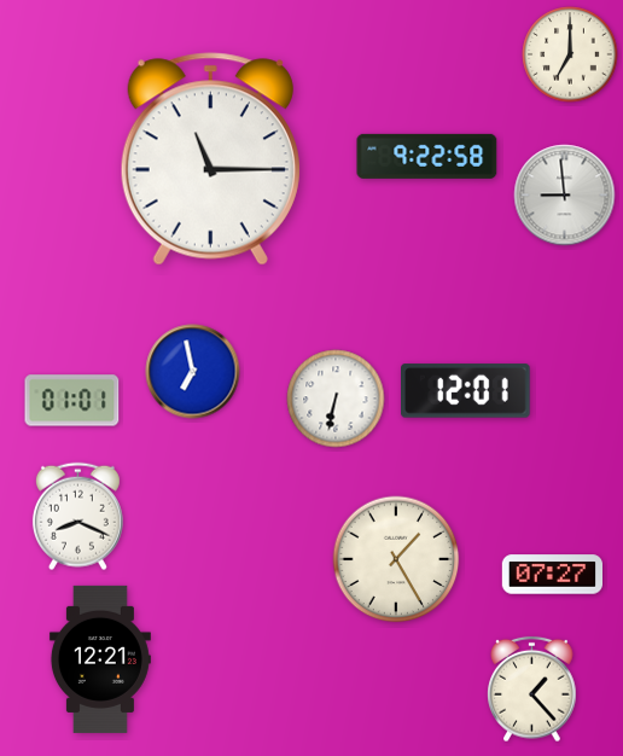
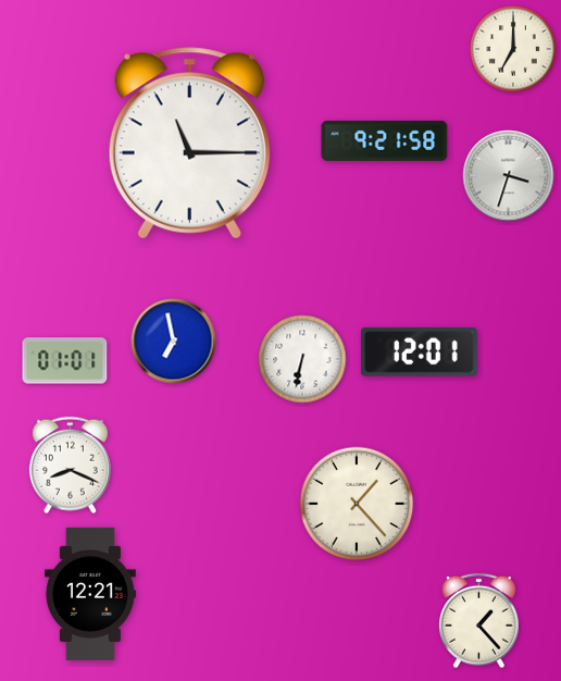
clock at (427, 156): 9:22 -> 9:21
clock at (565, 196): 8:59 -> 3:33
clock at (193, 372) position: (193, 372) -> (174, 342)
clock at (396, 559): 1:25 -> 1:23
clock at (552, 575): 07:27 -> none
